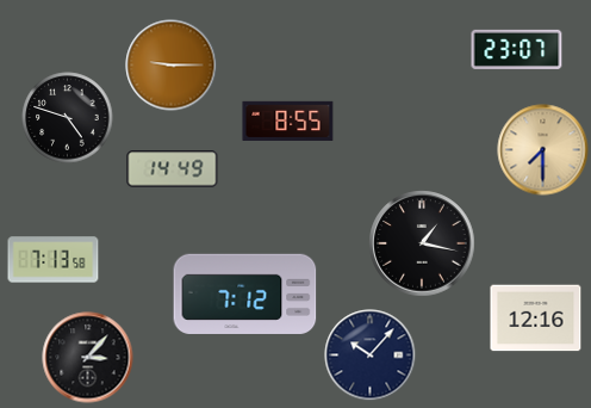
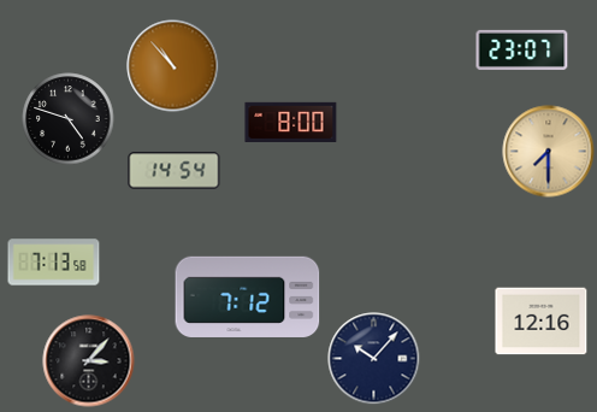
clock at (172, 66): 9:15 -> 10:53
clock at (288, 120): 8:55 -> 8:00
clock at (173, 169): 14:49 -> 14:54
clock at (422, 243): 1:17 -> none
